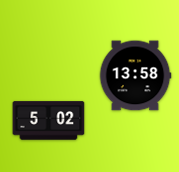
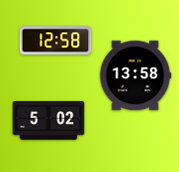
clock at (56, 41): none -> 12:58
